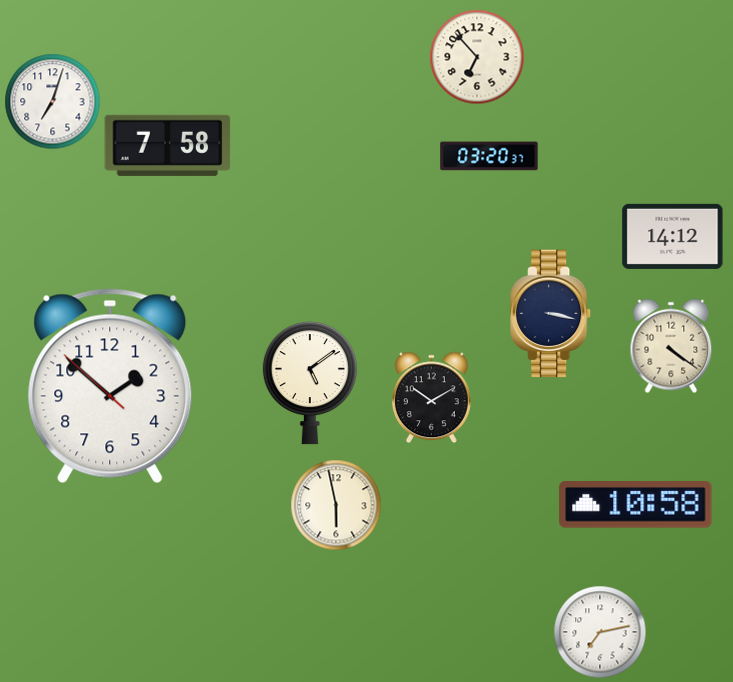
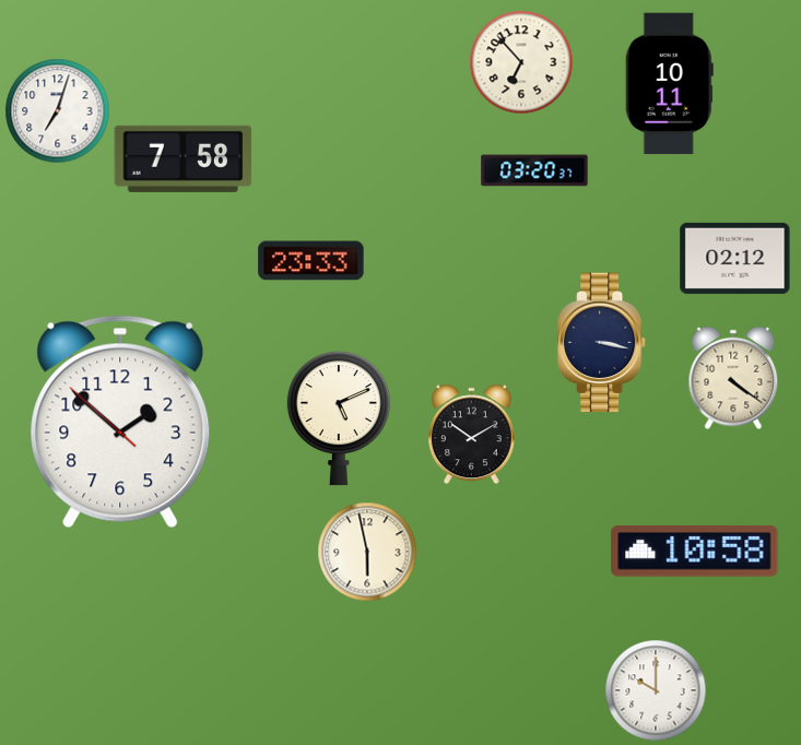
clock at (669, 84): none -> 10:11
clock at (673, 236): 14:12 -> 02:12
clock at (311, 261): none -> 23:33
clock at (310, 384): 5:09 -> 5:11
clock at (600, 632): 7:13 -> 10:00
